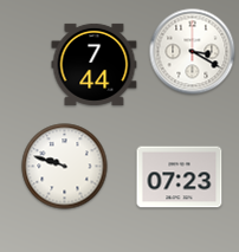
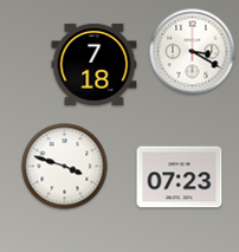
clock at (95, 64): 7:44 -> 7:18
clock at (65, 167): 9:48 -> 3:48
